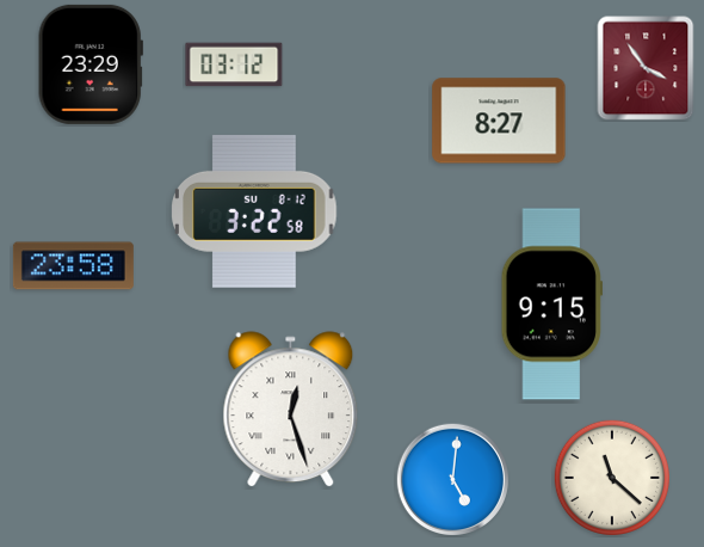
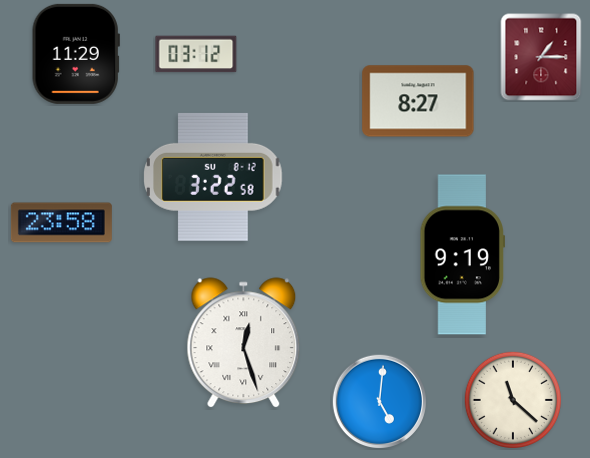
clock at (91, 64): 23:29 -> 11:29
clock at (646, 68): 3:54 -> 1:15
clock at (551, 305): 9:15 -> 9:19
